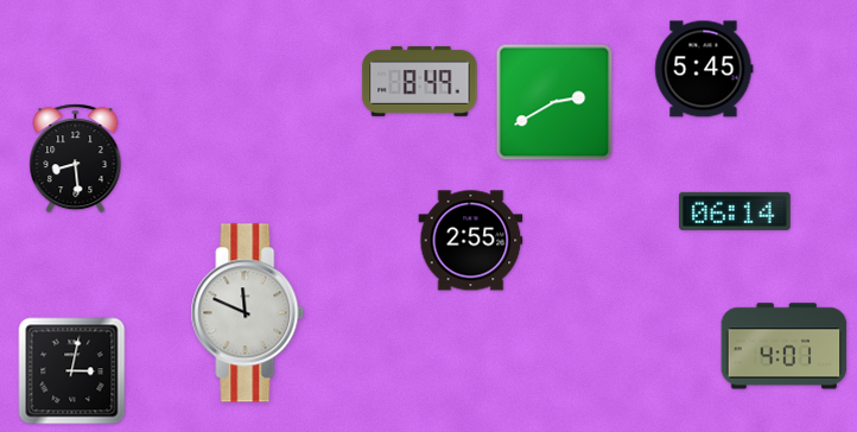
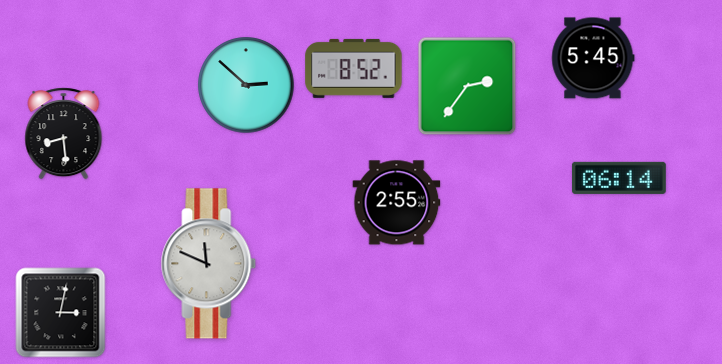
clock at (420, 81): 8:49 -> 8:52
clock at (246, 85): none -> 2:52
clock at (554, 102): 2:40 -> 2:36
clock at (785, 347): 4:01 -> none
